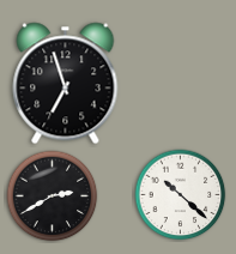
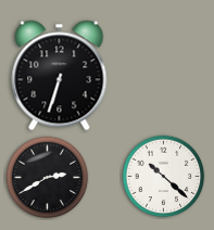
clock at (66, 84): 6:57 -> 6:33
